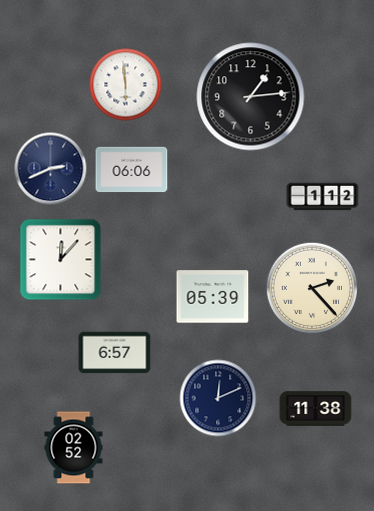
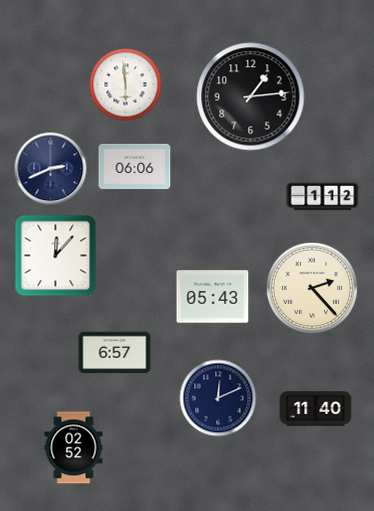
clock at (132, 170) position: (132, 170) -> (135, 167)
clock at (61, 260) position: (61, 260) -> (56, 256)
clock at (213, 297): 05:39 -> 05:43
clock at (316, 409): 11:38 -> 11:40
